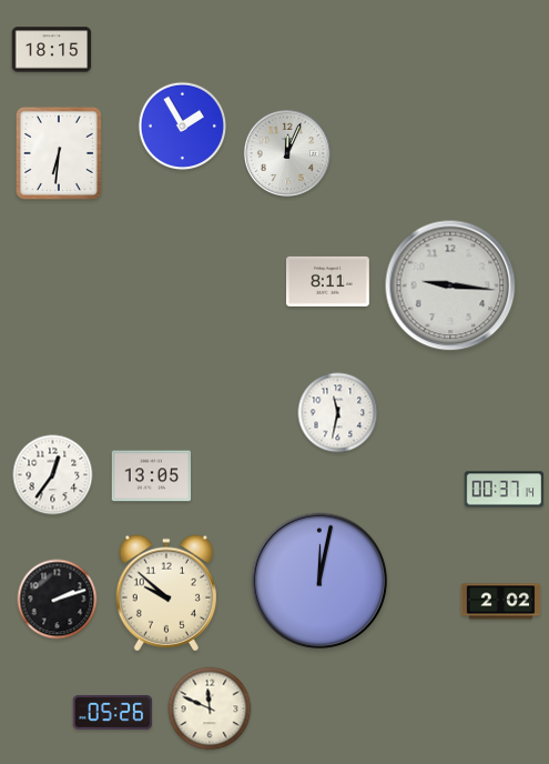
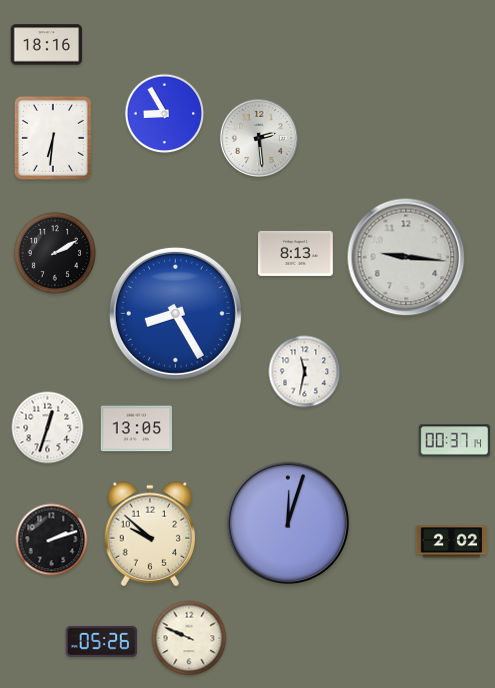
clock at (52, 50): 18:15 -> 18:16
clock at (183, 127): 1:55 -> 8:55
clock at (287, 153): 12:04 -> 2:29
clock at (55, 253): none -> 2:10
clock at (328, 281): 8:11 -> 8:13
clock at (175, 313): none -> 8:25
clock at (53, 475): 12:36 -> 12:33
clock at (319, 581): 12:02 -> 12:03
clock at (210, 708): 11:49 -> 9:49
